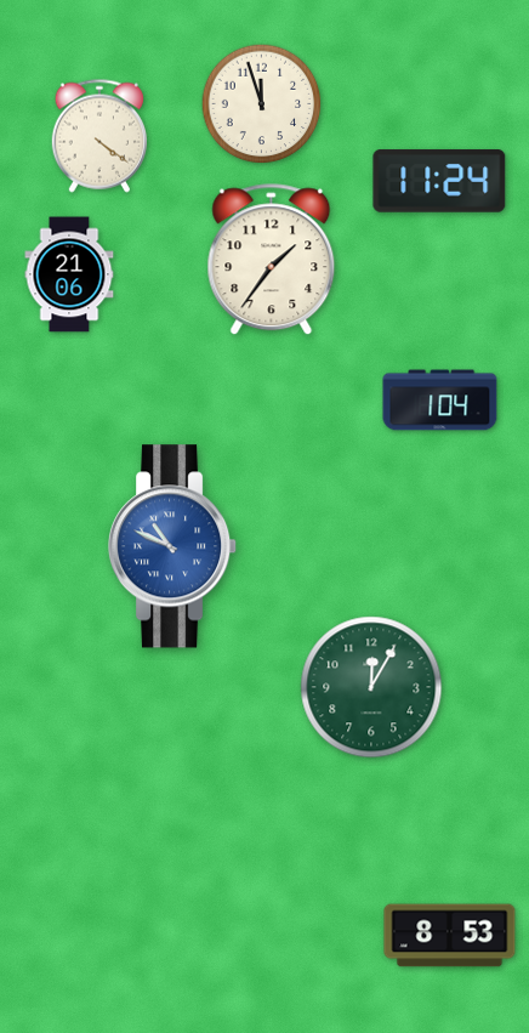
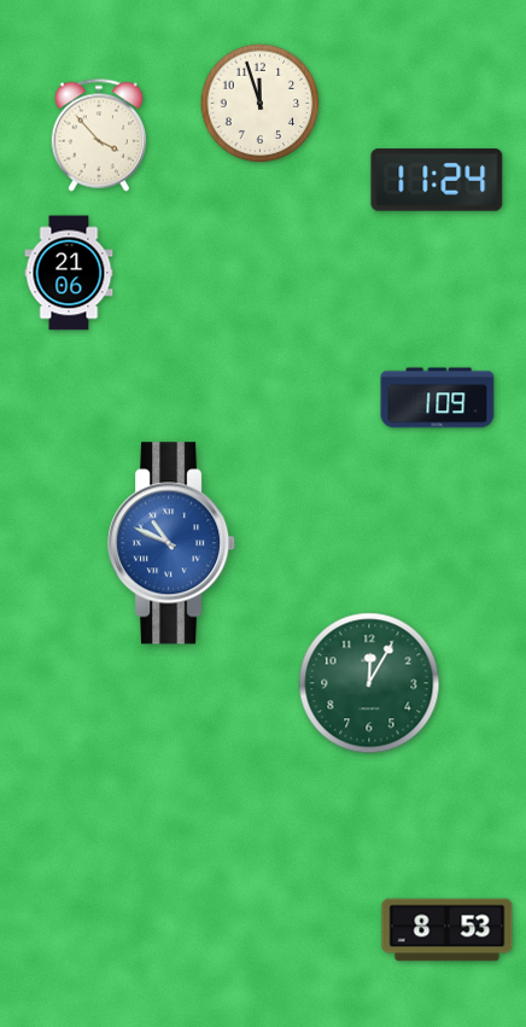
clock at (98, 136): 4:21 -> 3:53
clock at (272, 260): 1:36 -> none
clock at (440, 401): 1:04 -> 1:09
